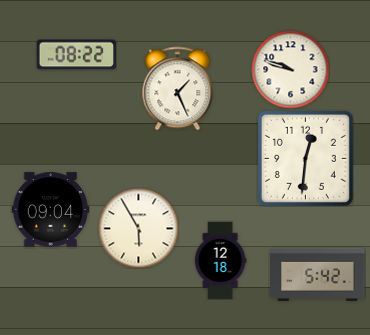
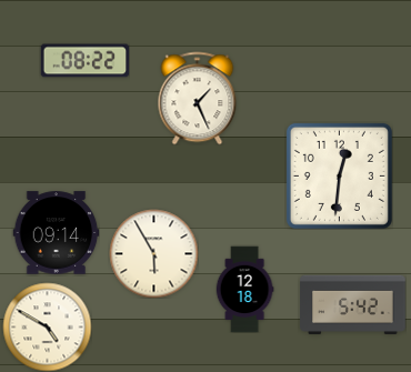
clock at (290, 69): 9:48 -> none
clock at (50, 210): 09:04 -> 09:14
clock at (47, 326): none -> 4:50
